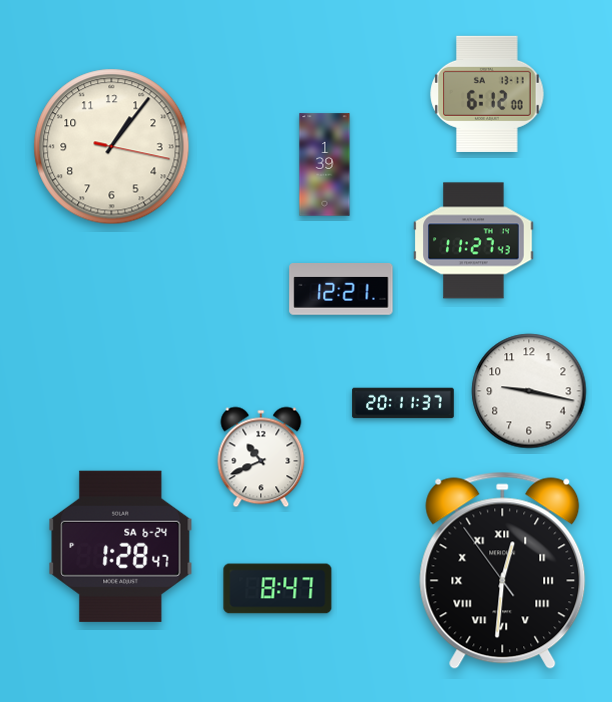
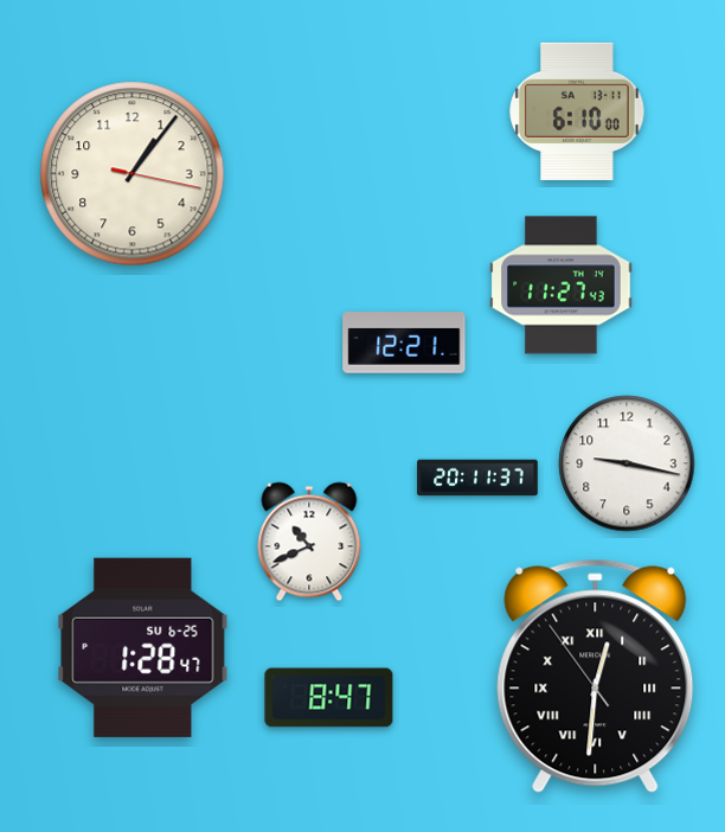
clock at (487, 94): 6:12 -> 6:10
clock at (325, 165): 1:39 -> none
clock at (121, 546) date: SA 6-24 -> SU 6-25
